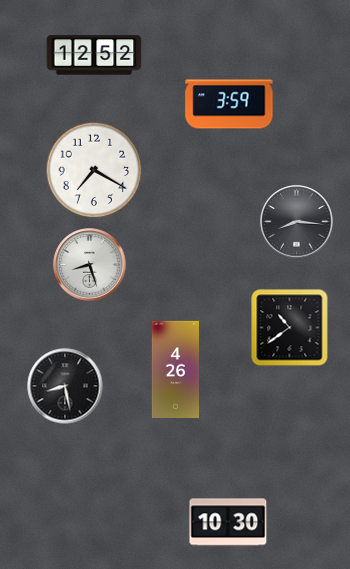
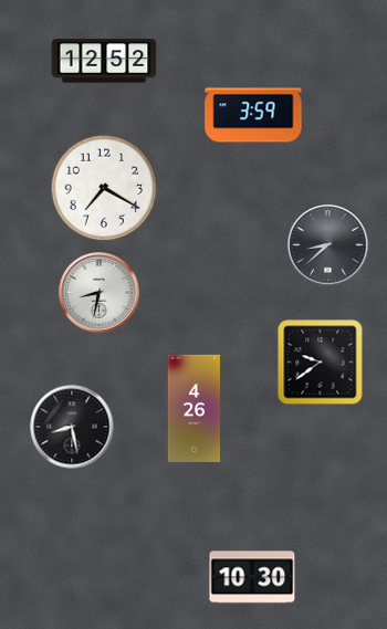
clock at (297, 222): 8:16 -> 8:38
clock at (90, 265): 8:27 -> 8:32
clock at (290, 328): 10:39 -> 9:39
